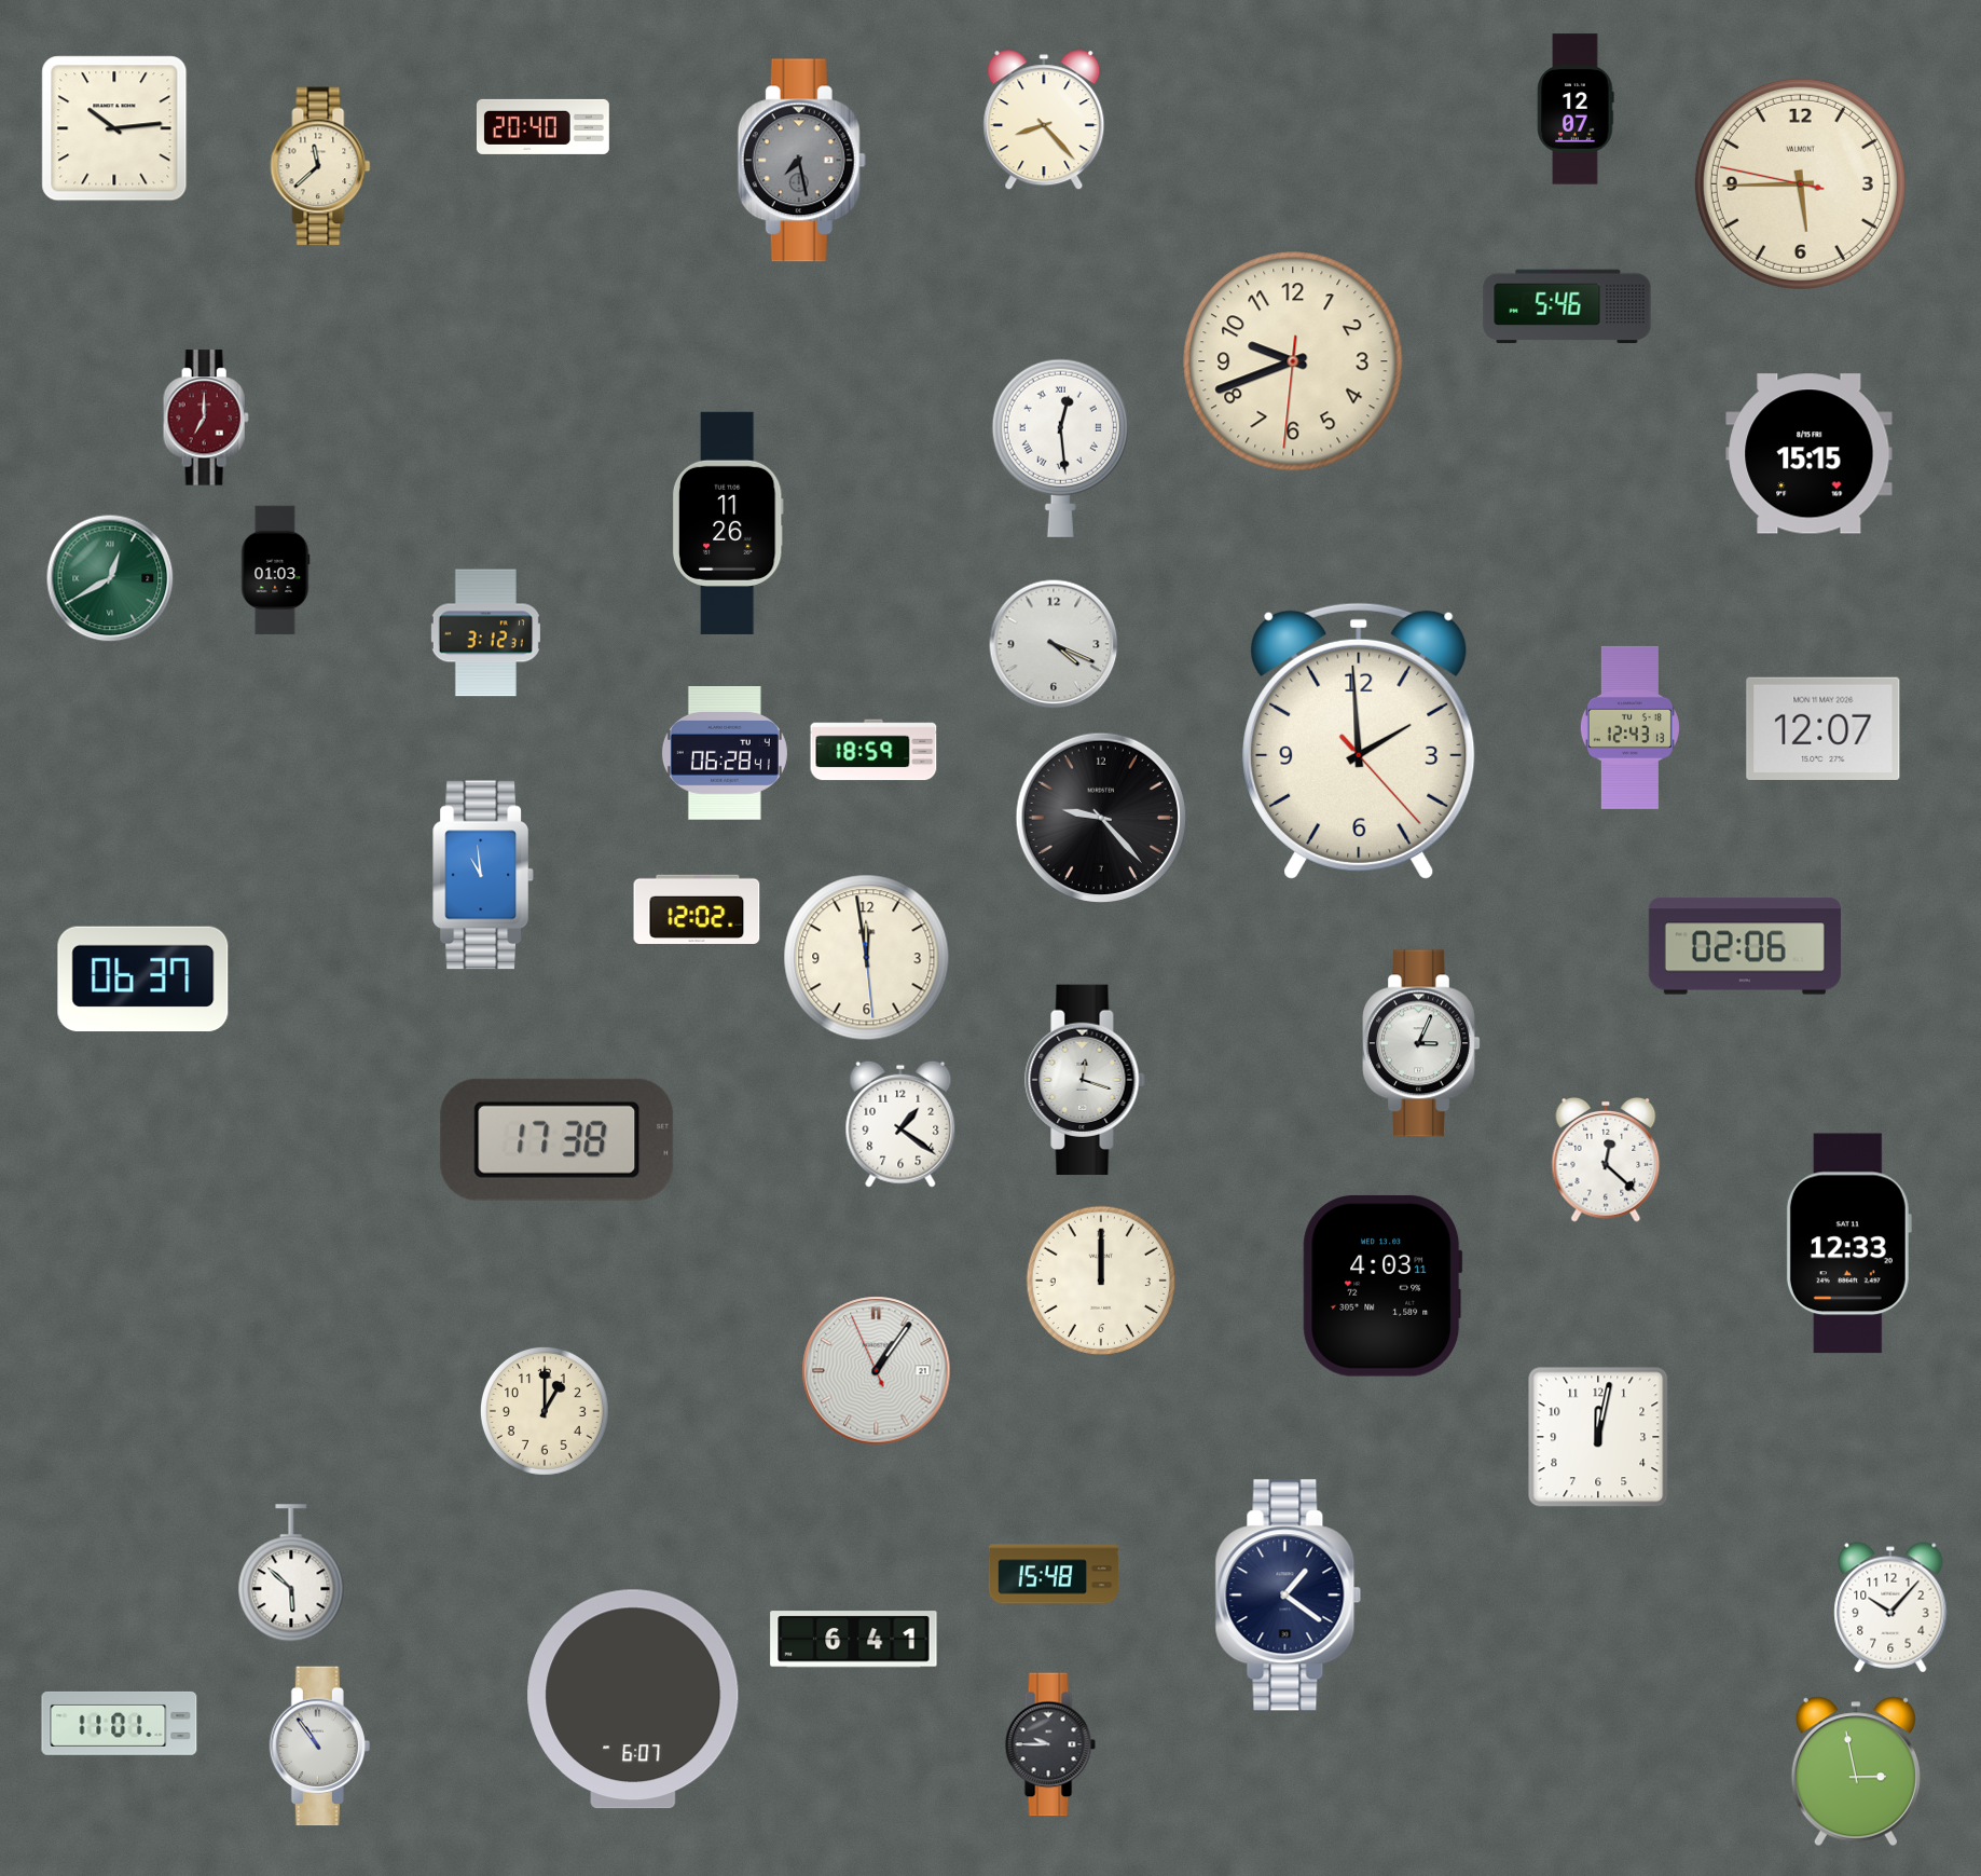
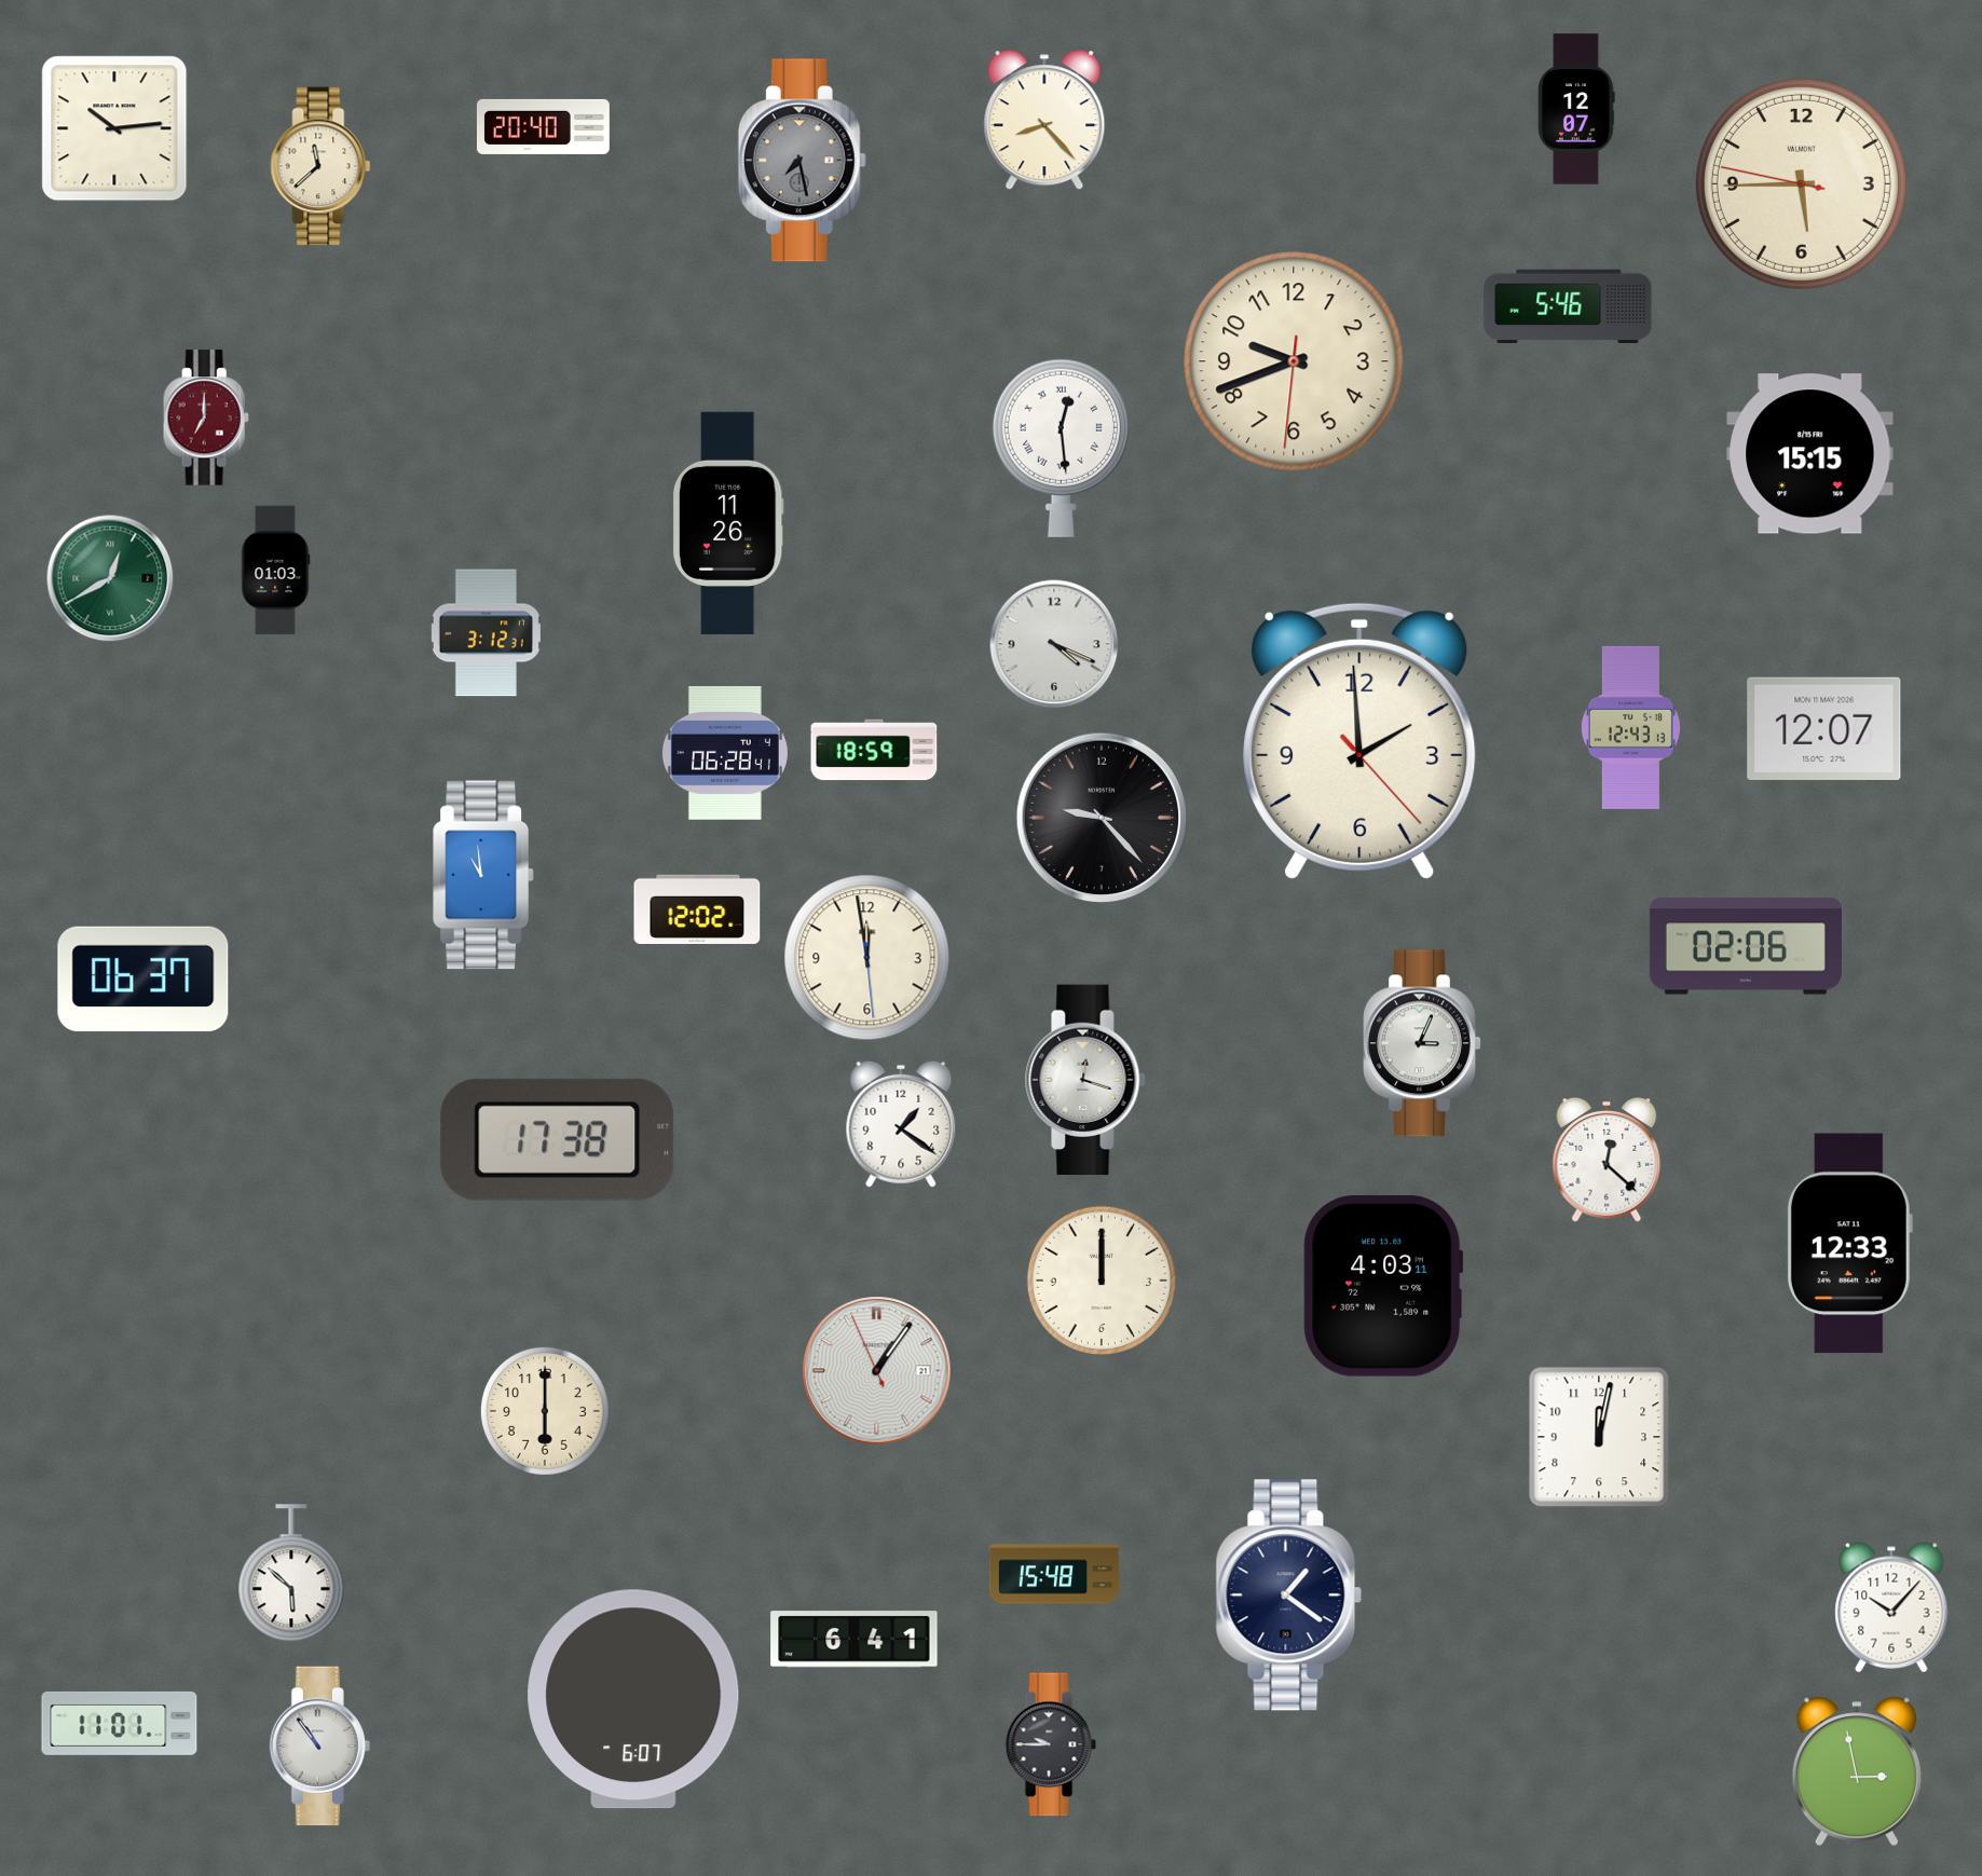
clock at (545, 1411): 1:00 -> 6:00
